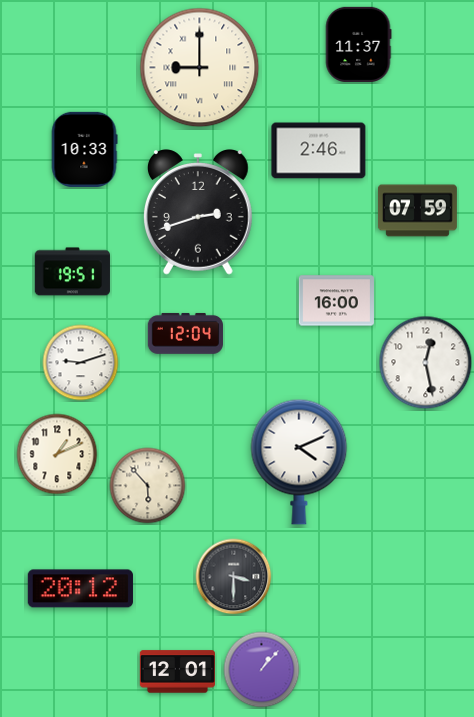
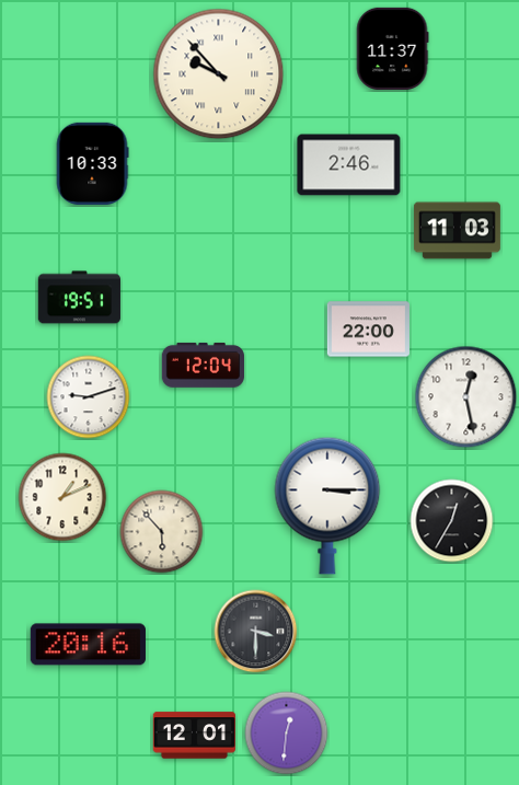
clock at (200, 68): 9:00 -> 9:53
clock at (417, 211): 07:59 -> 11:03
clock at (198, 212): 2:42 -> none
clock at (336, 301): 16:00 -> 22:00
clock at (299, 462): 4:11 -> 3:15
clock at (452, 521): none -> 12:35
clock at (80, 589): 20:12 -> 20:16
clock at (262, 670): 1:07 -> 12:31
